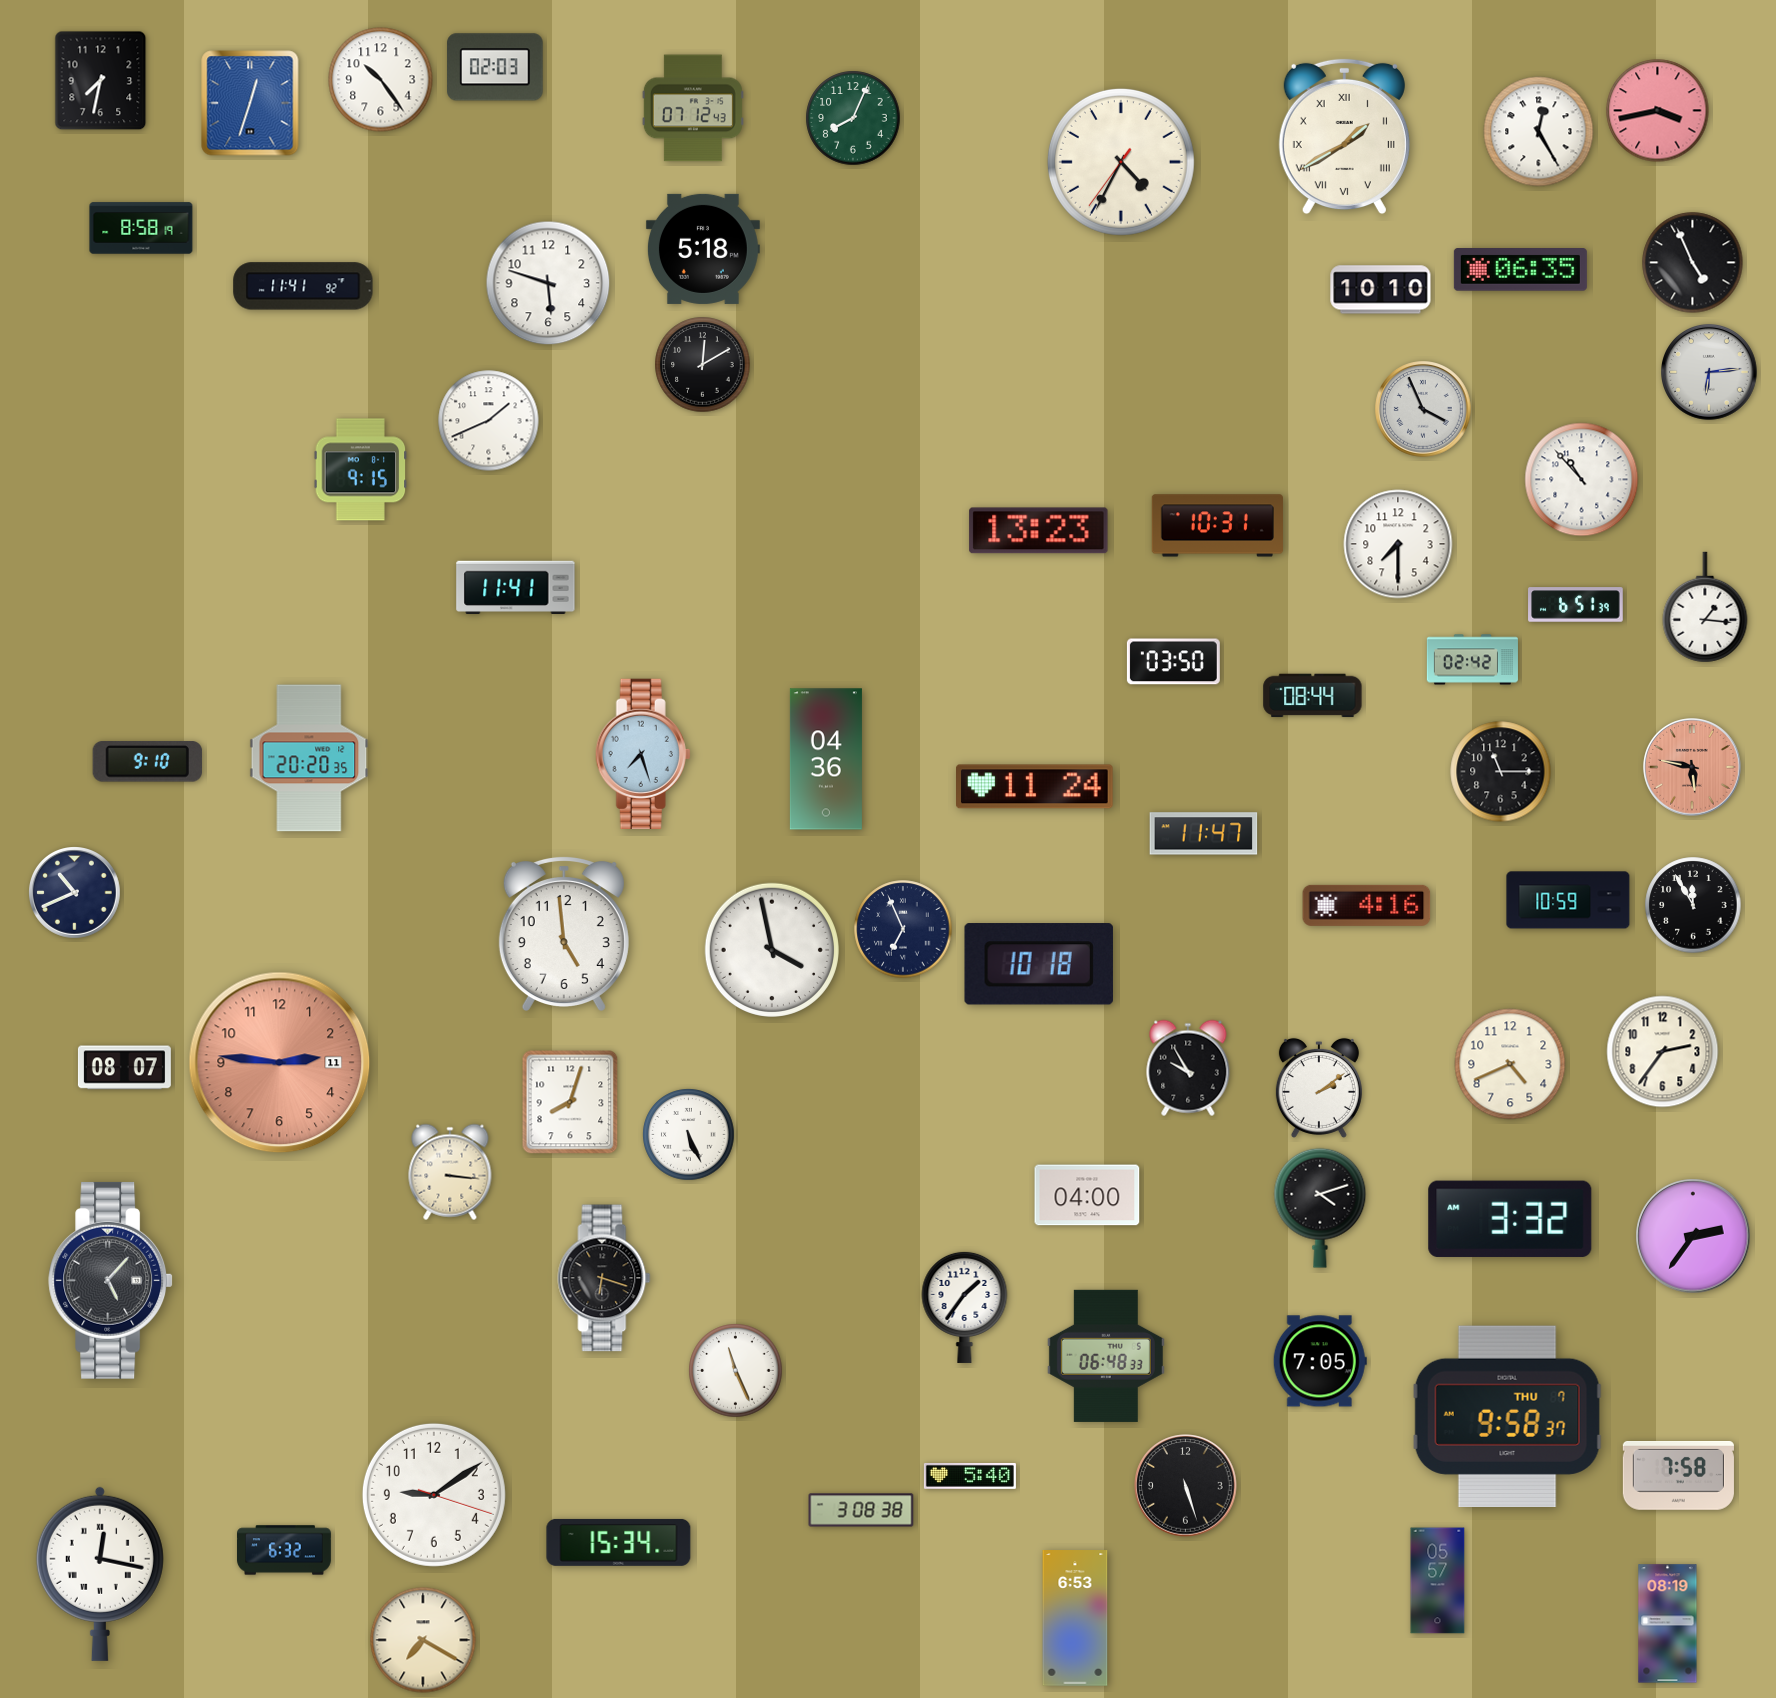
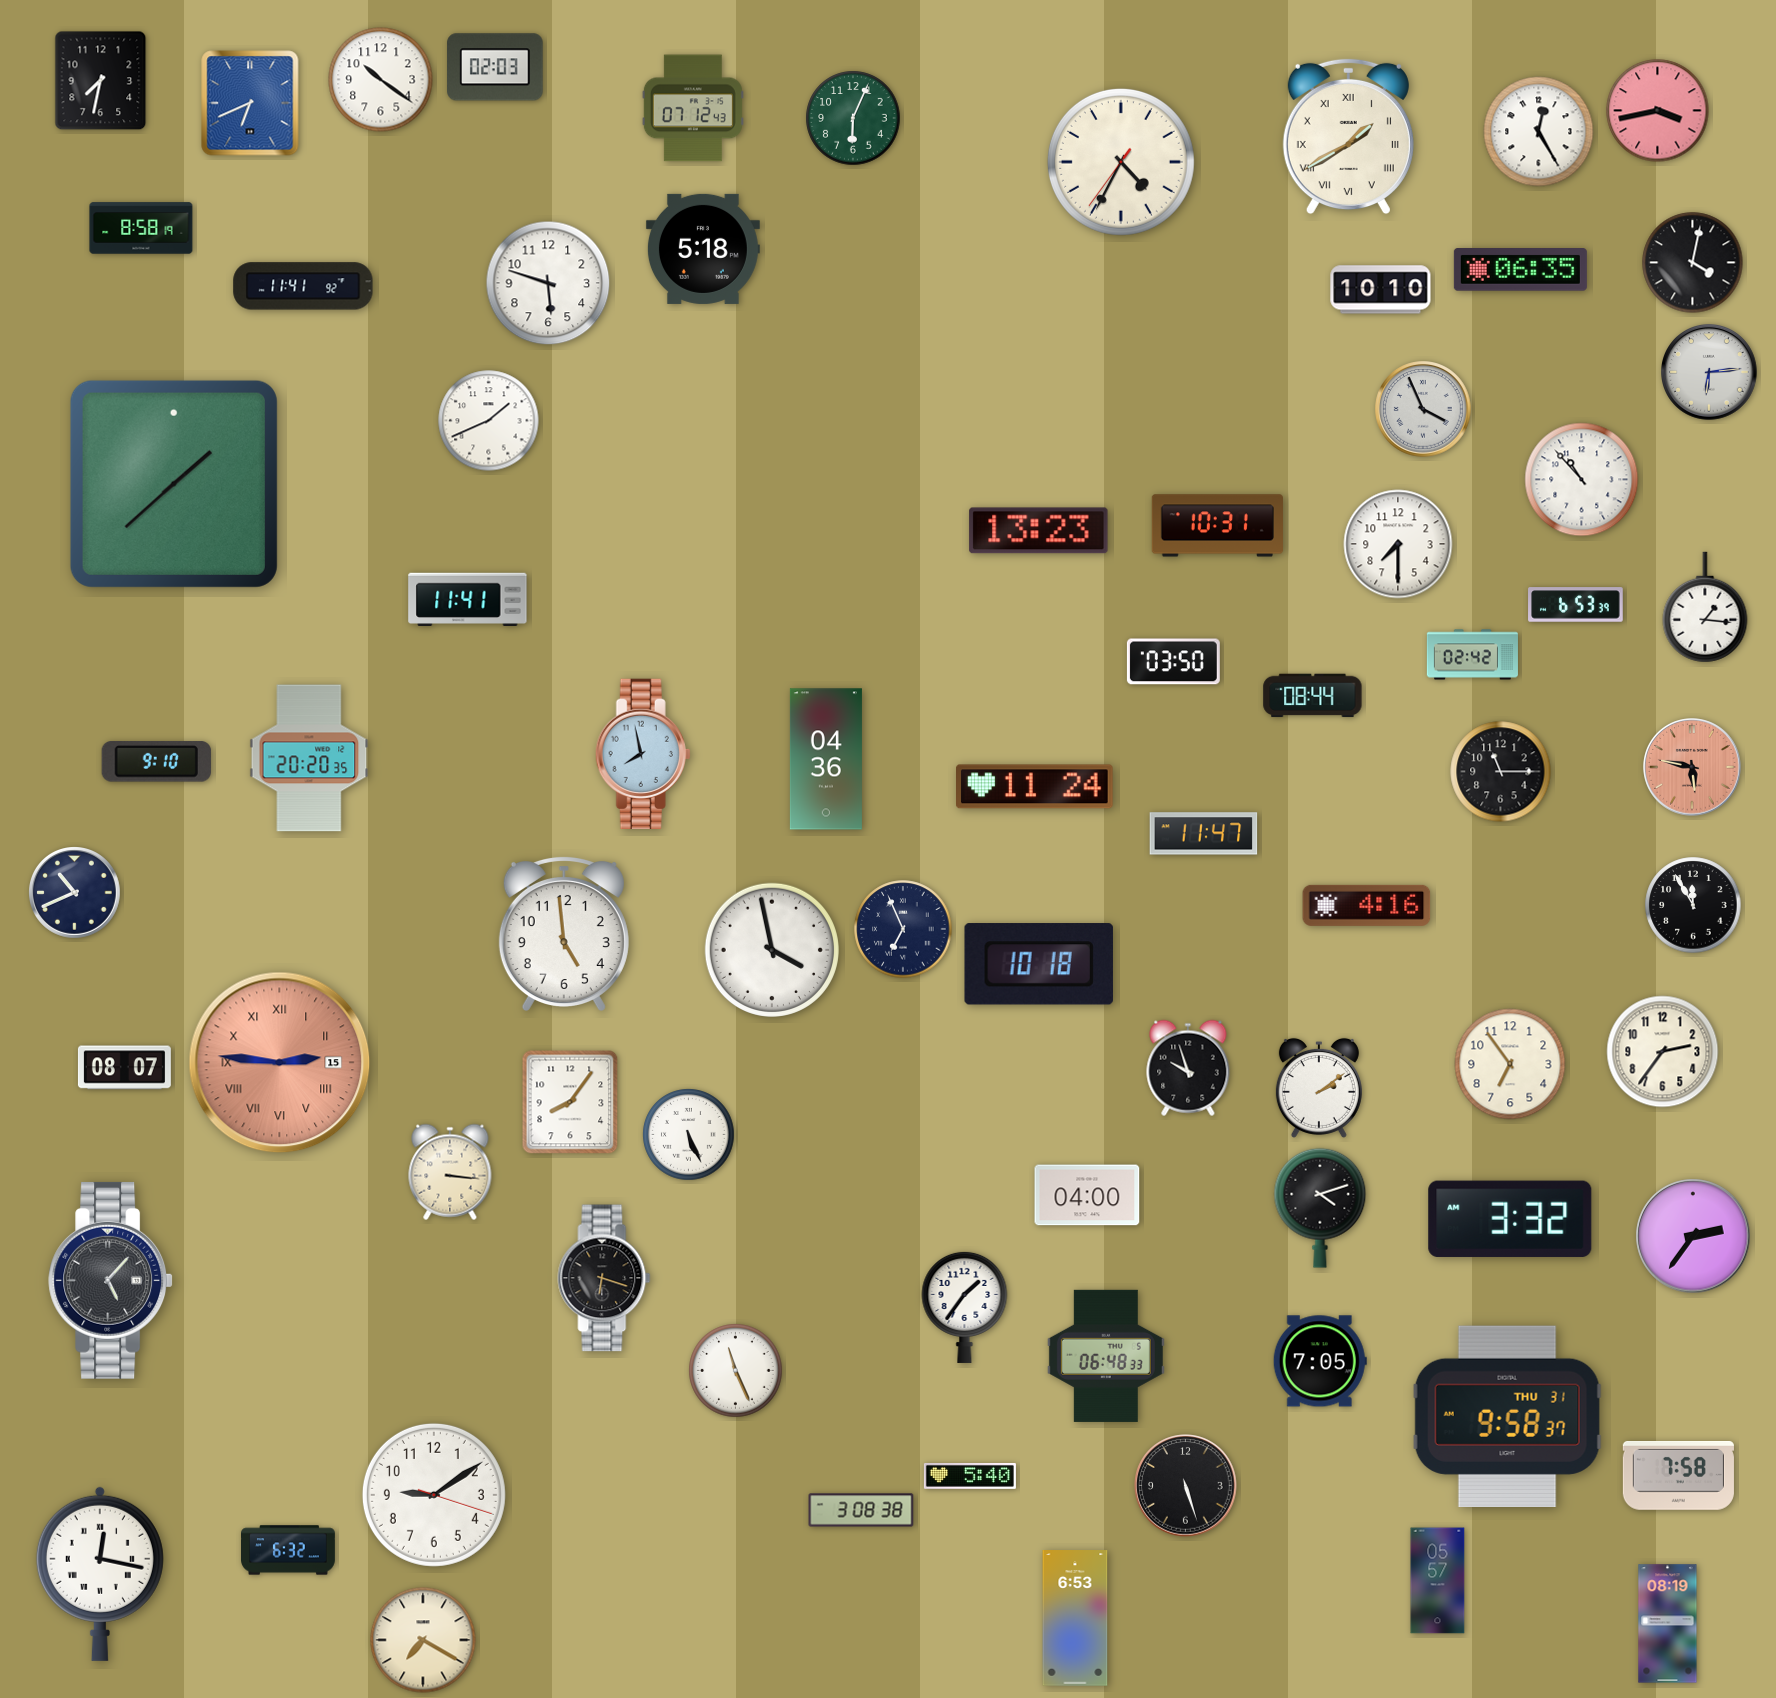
clock at (381, 80): 10:24 -> 10:21
clock at (250, 103): 12:33 -> 6:41
clock at (853, 118): 8:04 -> 6:04
clock at (1344, 137) position: (1344, 137) -> (1348, 137)
clock at (1693, 263): 4:56 -> 4:02
clock at (703, 365): 12:10 -> none
clock at (361, 470): 9:15 -> none
clock at (174, 484): none -> 1:38
clock at (516, 587) position: (516, 587) -> (468, 599)
clock at (1576, 605): 6:51 -> 6:53
clock at (1472, 660) position: (1472, 660) -> (1472, 655)
clock at (643, 753): 7:27 -> 7:58
clock at (147, 762) position: (147, 762) -> (156, 762)
clock at (1568, 900): 10:59 -> none
clock at (280, 1063) date: 11 -> 15
clock at (280, 1063) numerals: Arabic -> Roman
clock at (1510, 1064): 4:41 -> 6:54
clock at (1188, 1068): 9:55 -> 9:57
clock at (570, 1102): 8:03 -> 8:06
clock at (1507, 1416) date: THU 7 -> THU 31
clock at (619, 1542): 15:34 -> none
clock at (285, 1550) position: (285, 1550) -> (289, 1550)
